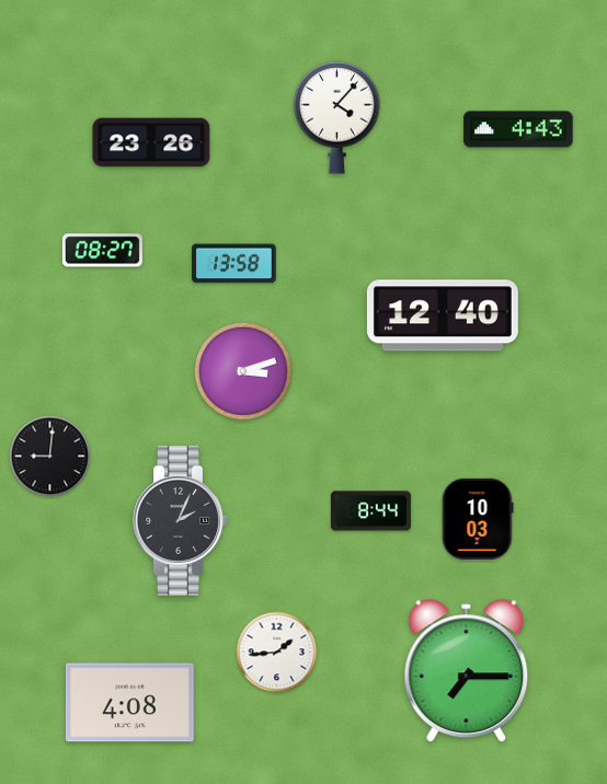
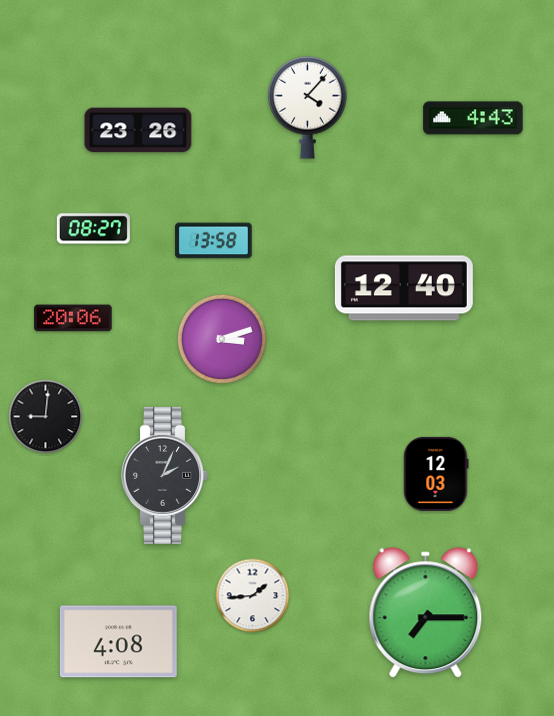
clock at (73, 318): none -> 20:06
clock at (370, 511): 8:44 -> none
clock at (478, 519): 10:03 -> 12:03
